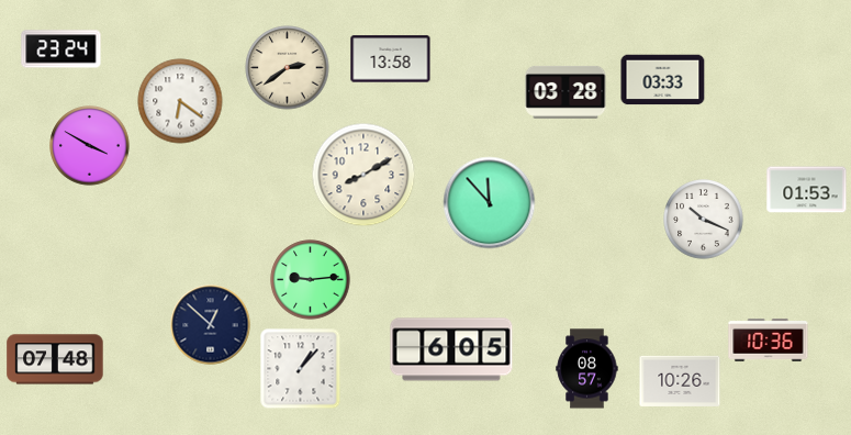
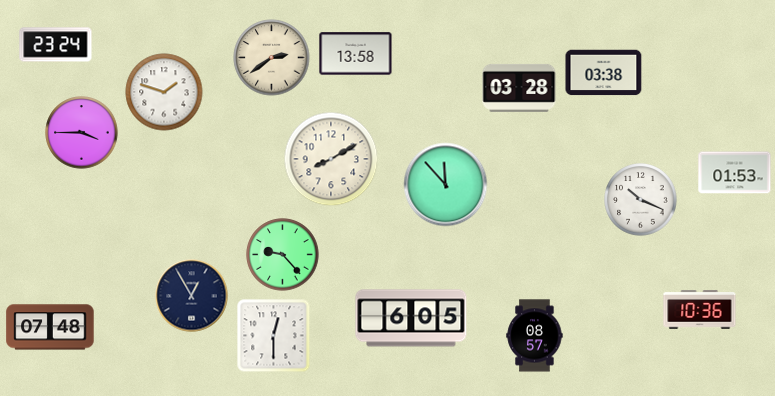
clock at (288, 68) position: (288, 68) -> (272, 58)
clock at (663, 80): 03:33 -> 03:38
clock at (566, 92) position: (566, 92) -> (519, 88)
clock at (180, 101): 6:21 -> 1:48
clock at (90, 146): 3:50 -> 3:45
clock at (311, 280): 9:14 -> 9:23
clock at (211, 325): 12:52 -> 12:55
clock at (301, 369): 1:07 -> 12:30
clock at (680, 381): 10:26 -> none
